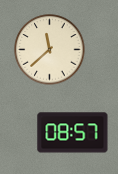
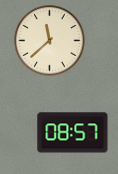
clock at (50, 50) position: (50, 50) -> (50, 41)
